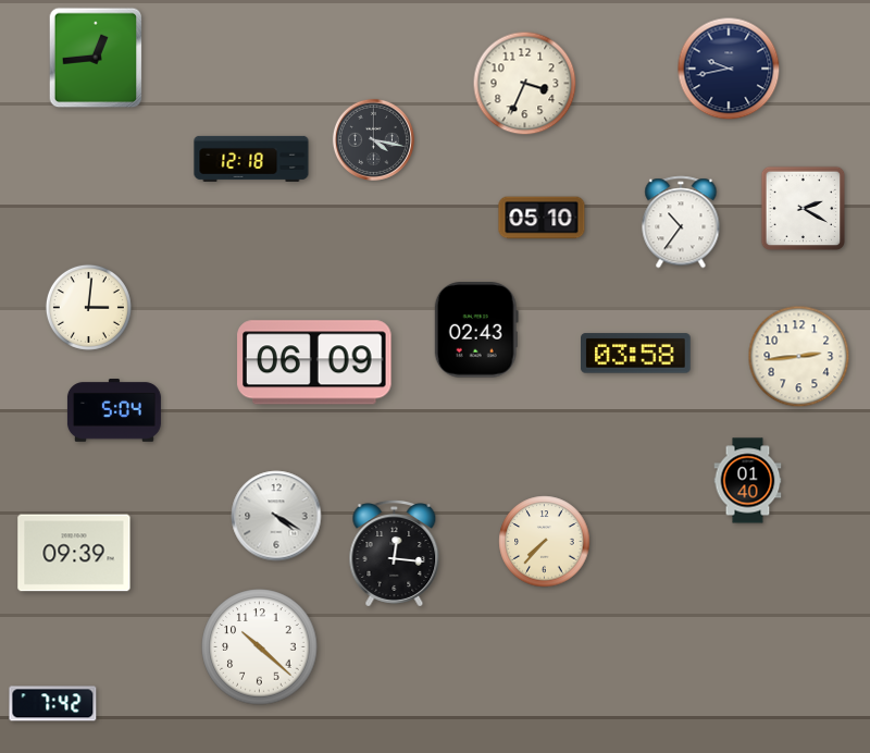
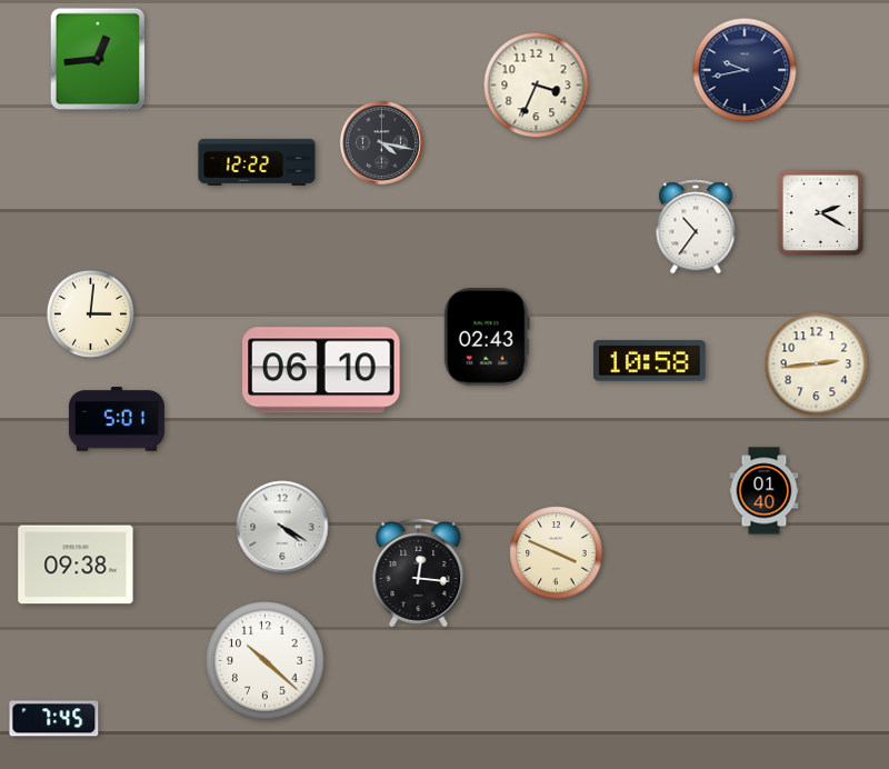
clock at (251, 159): 12:18 -> 12:22
clock at (542, 218): 05:10 -> none
clock at (636, 354): 03:58 -> 10:58
clock at (314, 362): 06:09 -> 06:10
clock at (114, 410): 5:04 -> 5:01
clock at (545, 542): 7:37 -> 3:49
clock at (74, 553): 09:39 -> 09:38
clock at (395, 554) position: (395, 554) -> (419, 573)
clock at (53, 704): 7:42 -> 7:45
